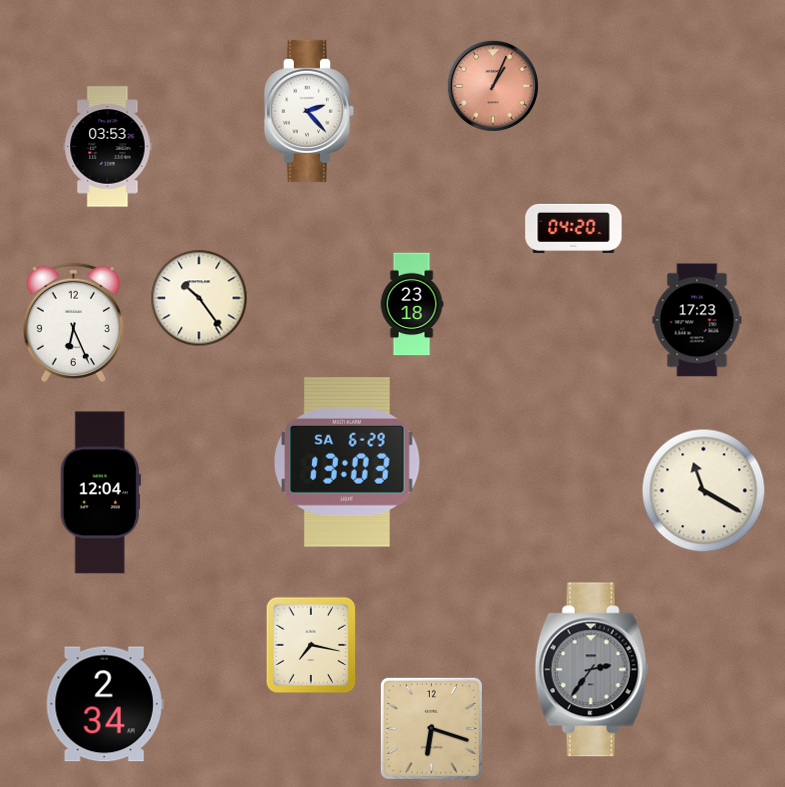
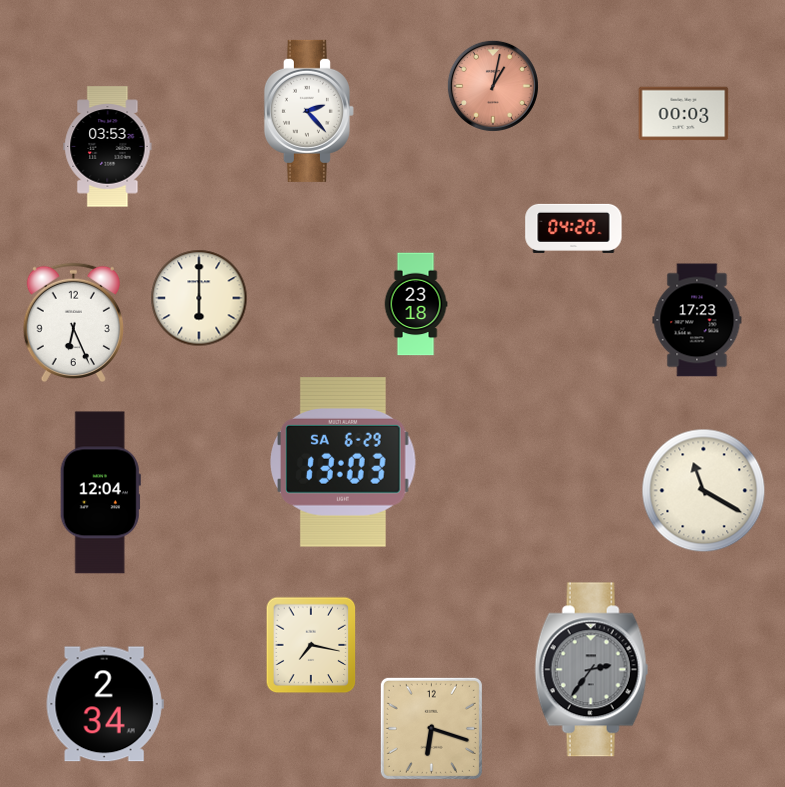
clock at (493, 86): 1:04 -> 1:02
clock at (684, 114): none -> 00:03
clock at (199, 298): 10:24 -> 6:00
clock at (412, 304) position: (412, 304) -> (416, 304)
clock at (347, 463) position: (347, 463) -> (343, 463)
